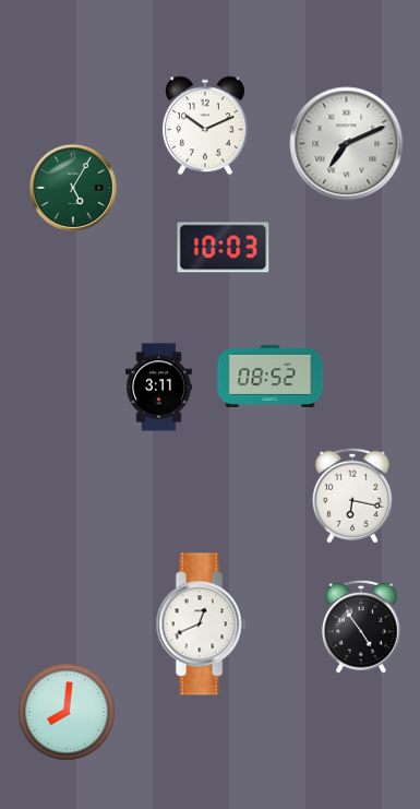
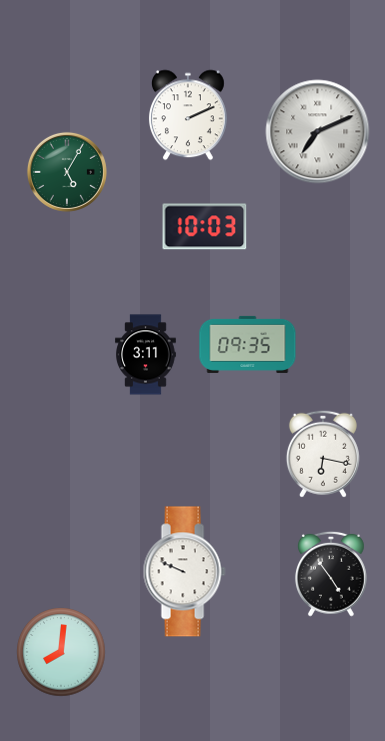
clock at (205, 126): 10:11 -> 2:11
clock at (271, 376): 08:52 -> 09:35
clock at (201, 624): 12:41 -> 9:49
